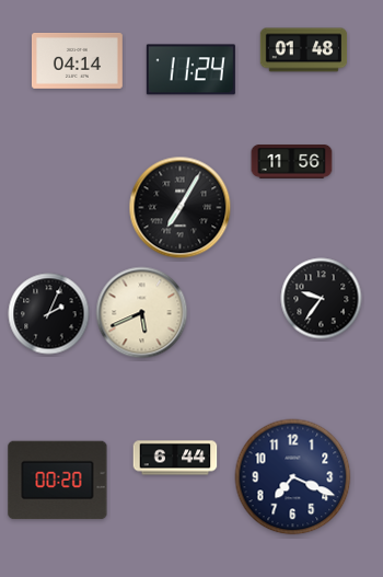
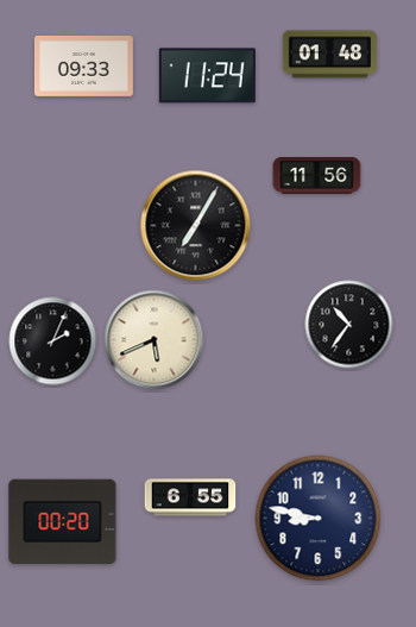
clock at (77, 61): 04:14 -> 09:33
clock at (322, 299): 9:36 -> 10:36
clock at (175, 458): 6:44 -> 6:55
clock at (293, 477): 7:19 -> 8:47
